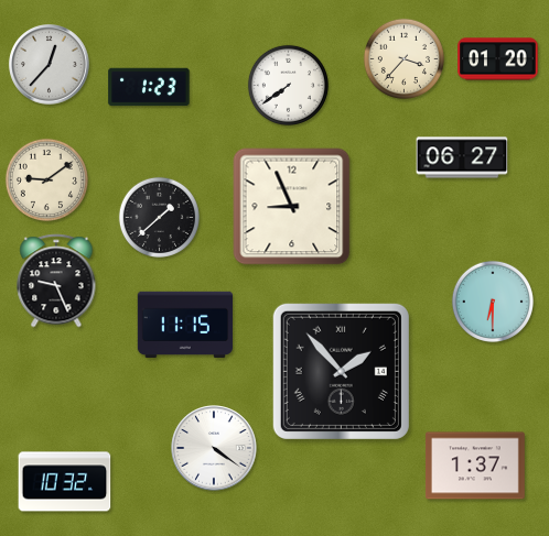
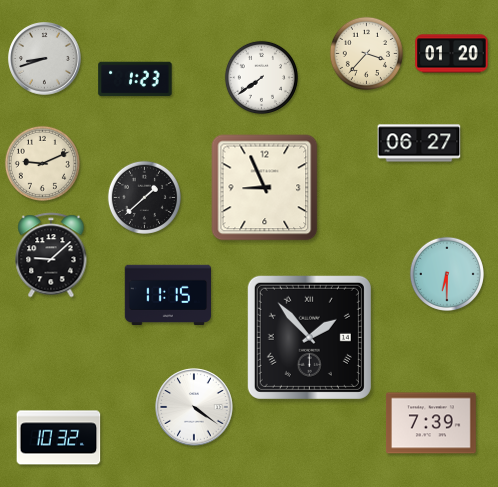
clock at (50, 65): 12:37 -> 8:42
clock at (46, 179): 9:09 -> 9:11
clock at (56, 281): 9:26 -> 9:08
clock at (475, 466): 1:37 -> 7:39
